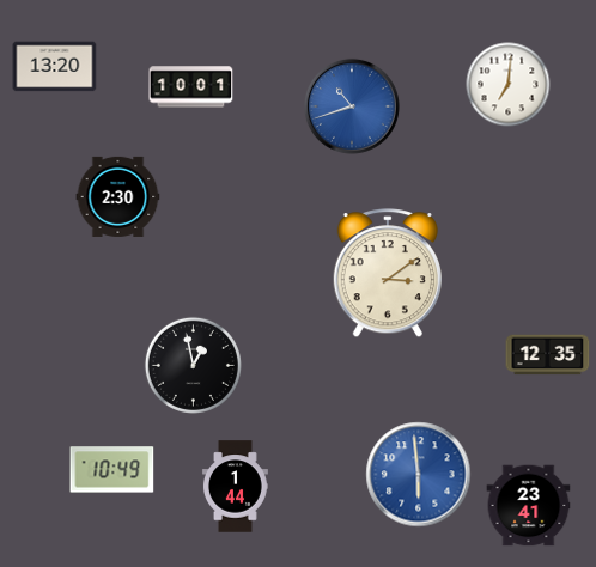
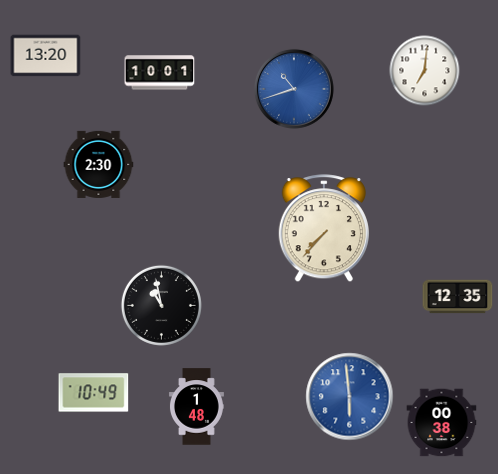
clock at (387, 274): 3:09 -> 7:37
clock at (193, 365): 12:58 -> 10:58
clock at (235, 487): 1:44 -> 1:48
clock at (529, 506): 23:41 -> 00:38
